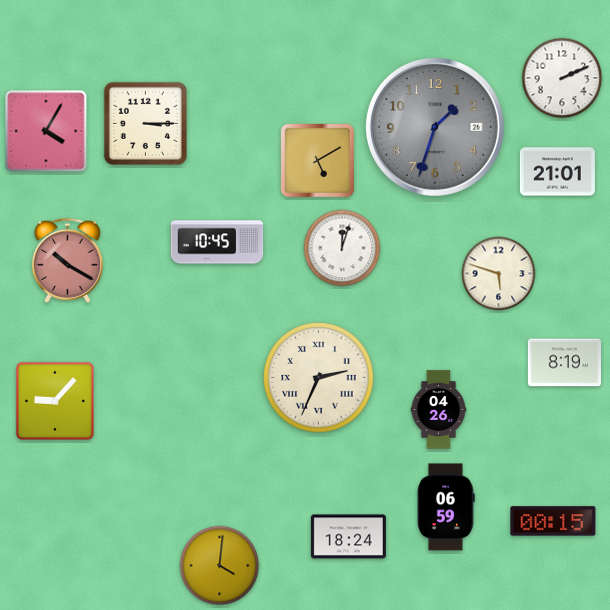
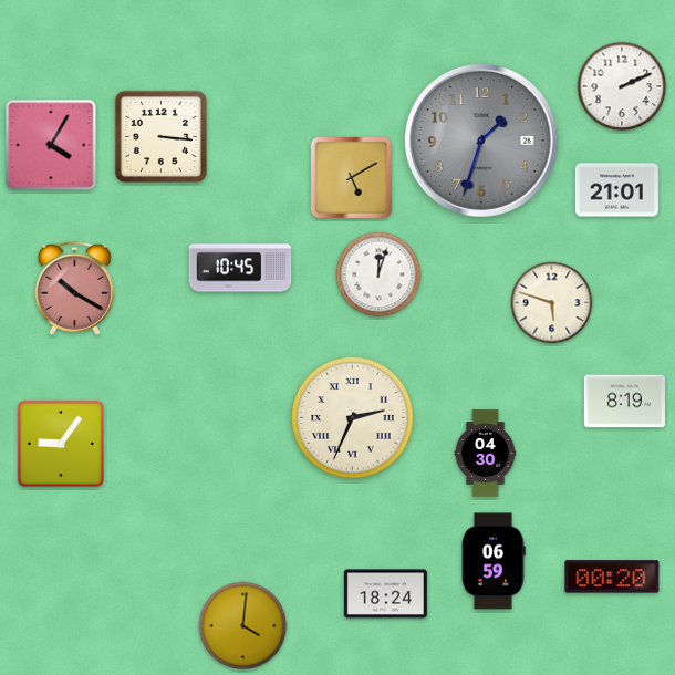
clock at (145, 123): 3:15 -> 3:16
clock at (55, 401): 9:07 -> 9:06
clock at (439, 410): 04:26 -> 04:30
clock at (553, 521): 00:15 -> 00:20
